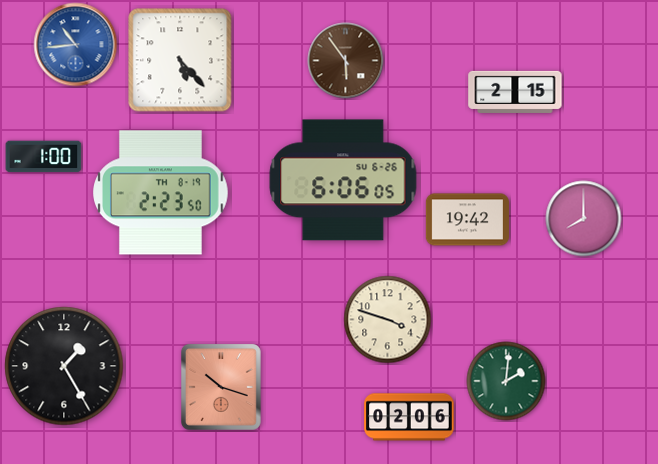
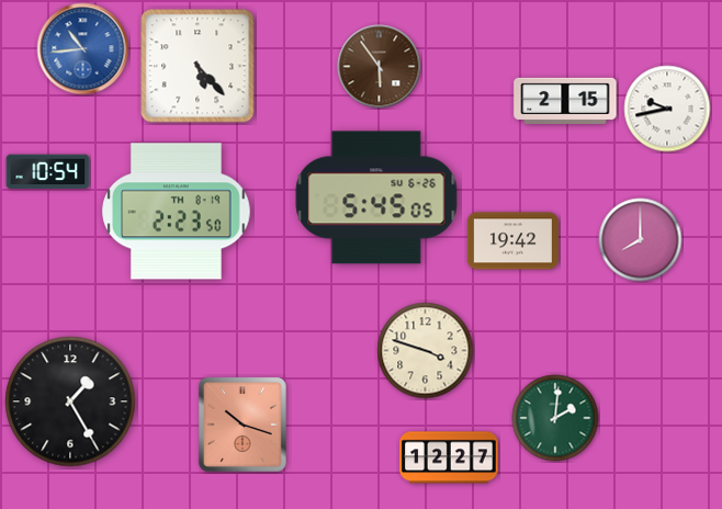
clock at (667, 109): none -> 9:43
clock at (44, 157): 1:00 -> 10:54
clock at (343, 180): 6:06 -> 5:45
clock at (409, 417): 02:06 -> 12:27
